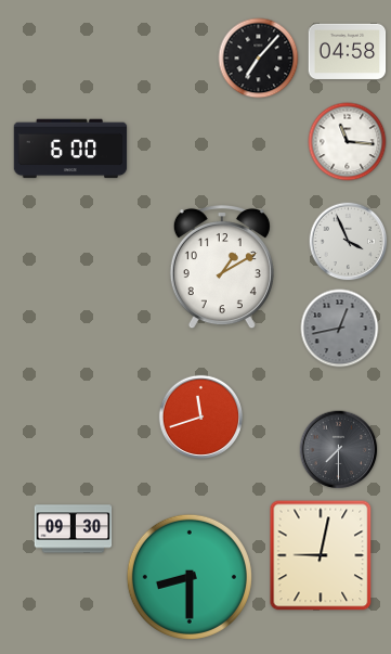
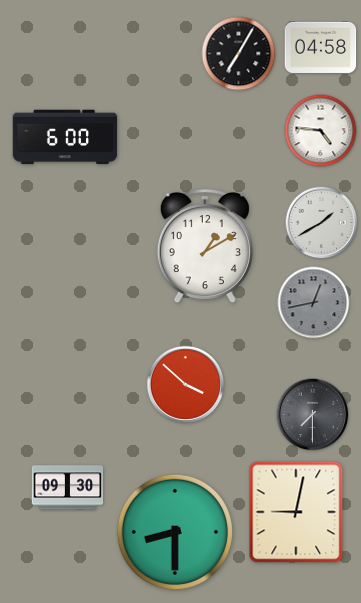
clock at (259, 59): 7:07 -> 7:05
clock at (348, 142): 11:16 -> 4:46
clock at (349, 242): 3:56 -> 1:40
clock at (200, 416): 11:42 -> 3:52
